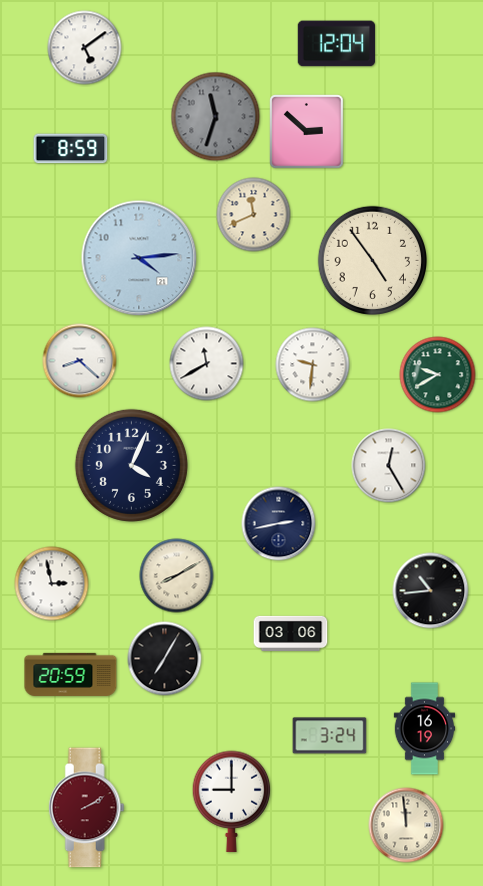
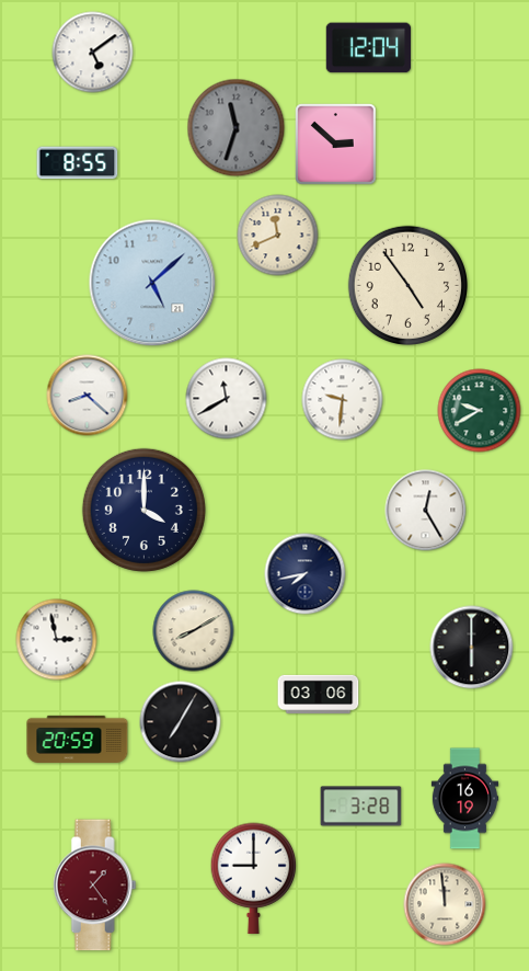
clock at (71, 149): 8:59 -> 8:55
clock at (139, 258): 4:14 -> 5:08
clock at (131, 465): 4:04 -> 4:00
clock at (279, 524): 2:43 -> 7:43
clock at (431, 591): 10:44 -> 6:00
clock at (330, 736): 3:24 -> 3:28
clock at (86, 808): 2:10 -> 1:24
